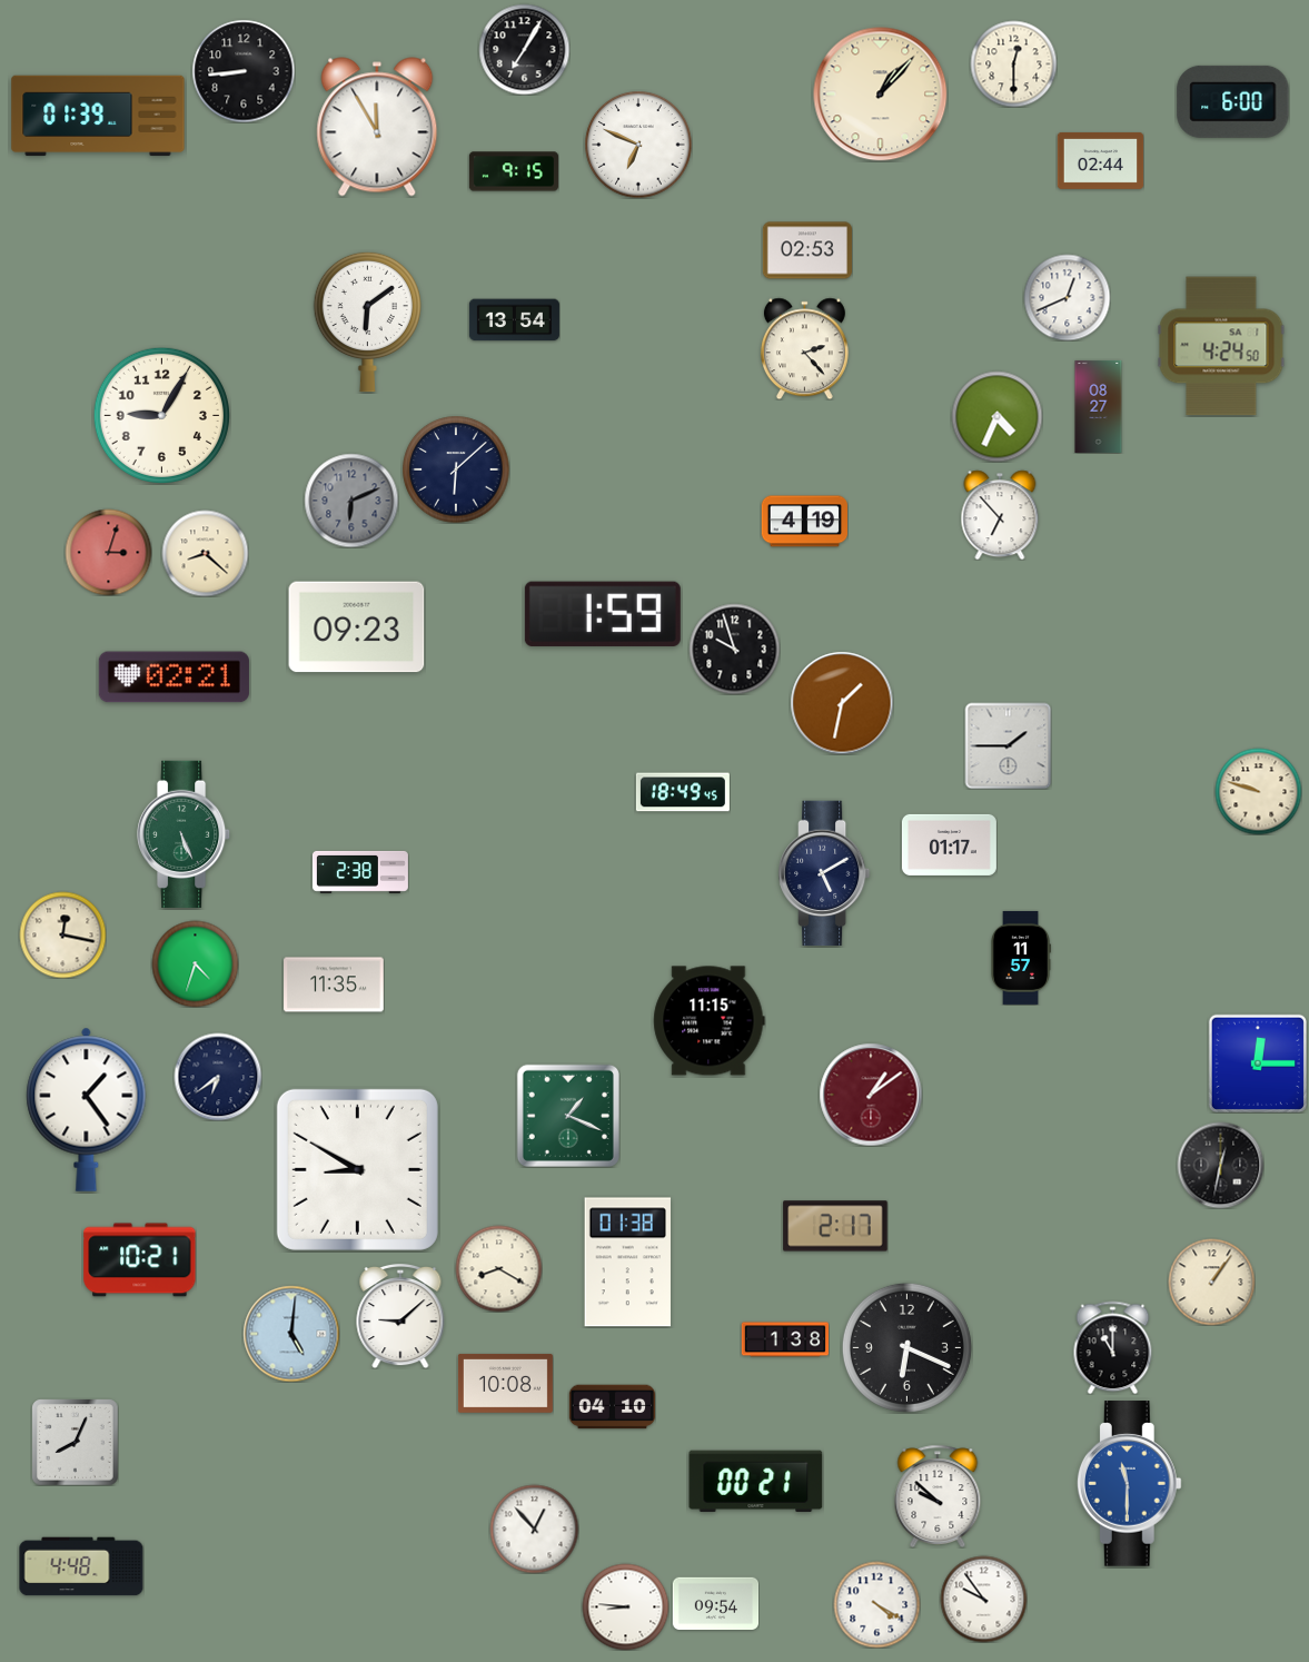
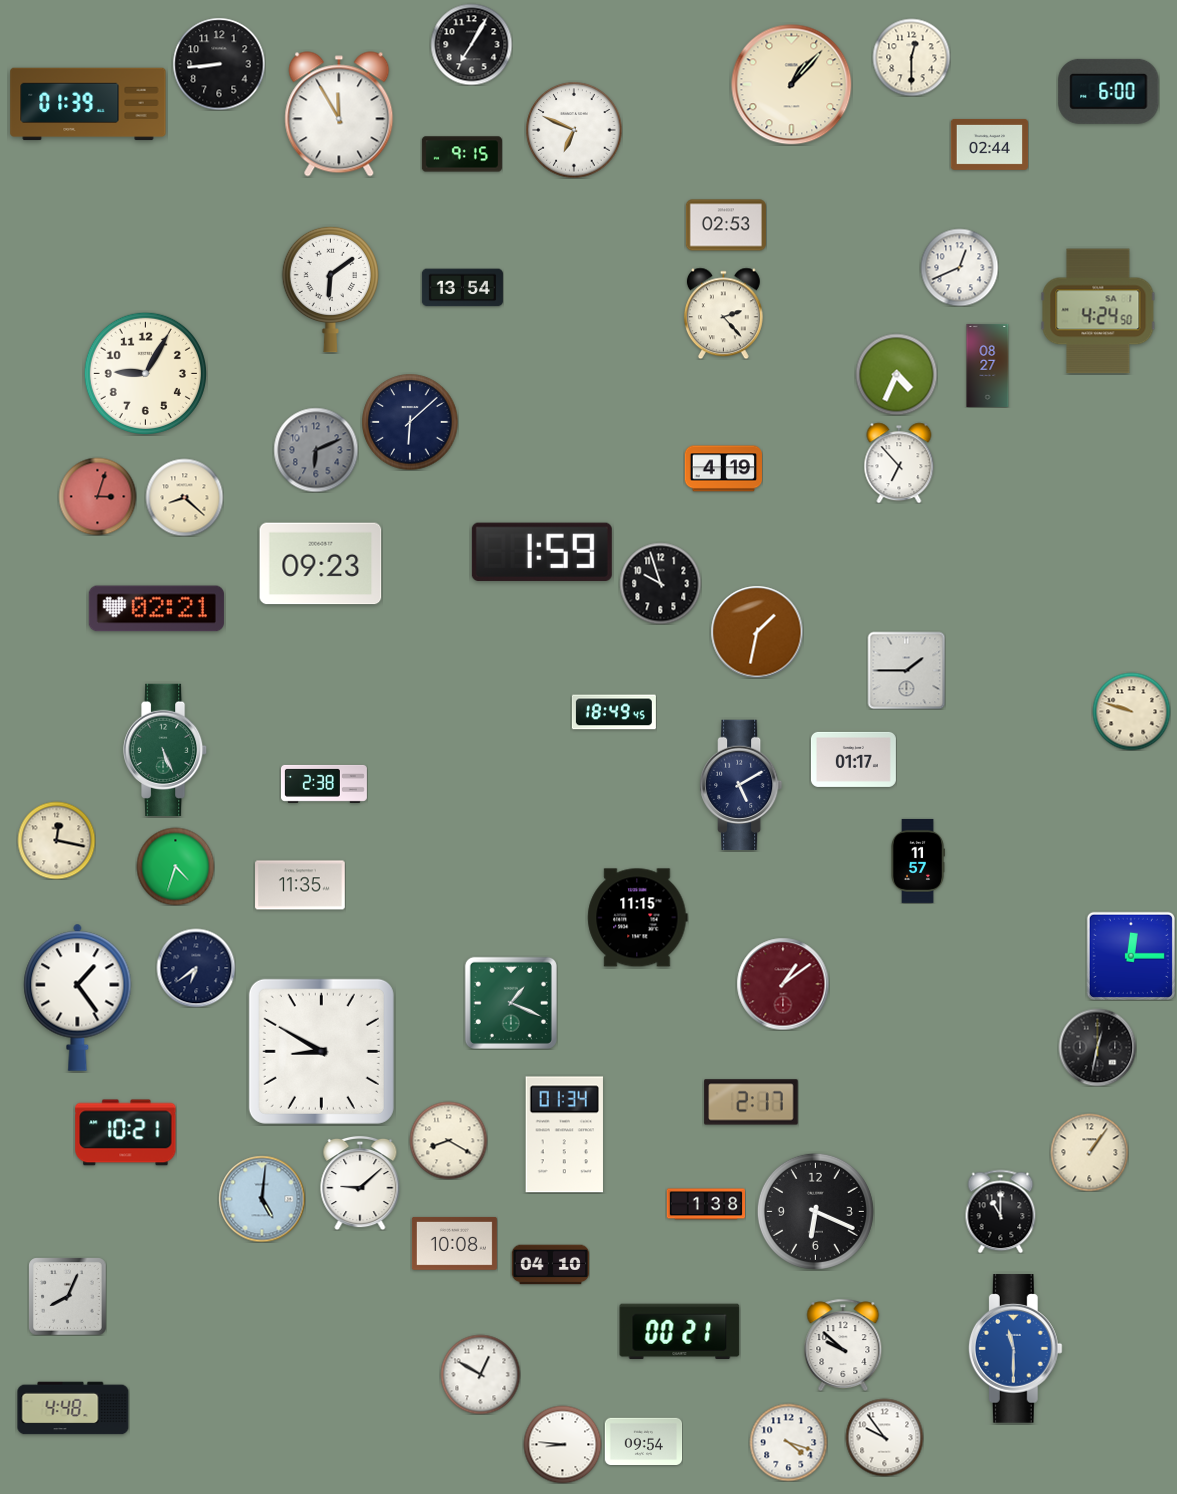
clock at (627, 1263): 01:38 -> 01:34
clock at (1129, 1484) position: (1129, 1484) -> (1015, 1349)
clock at (534, 1529): 12:53 -> 12:50
clock at (876, 1604): 4:20 -> 4:18
